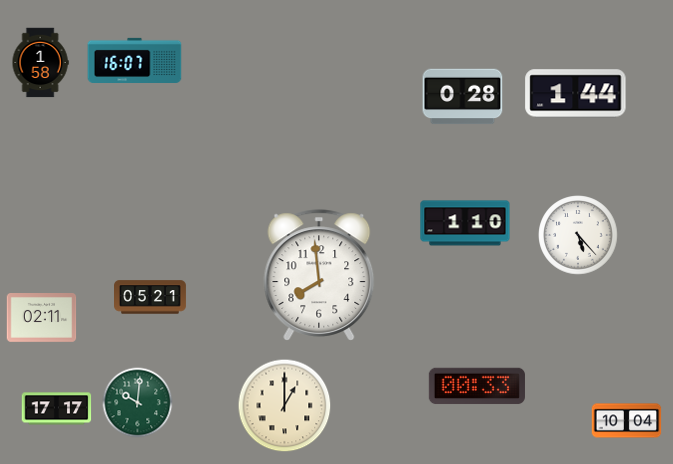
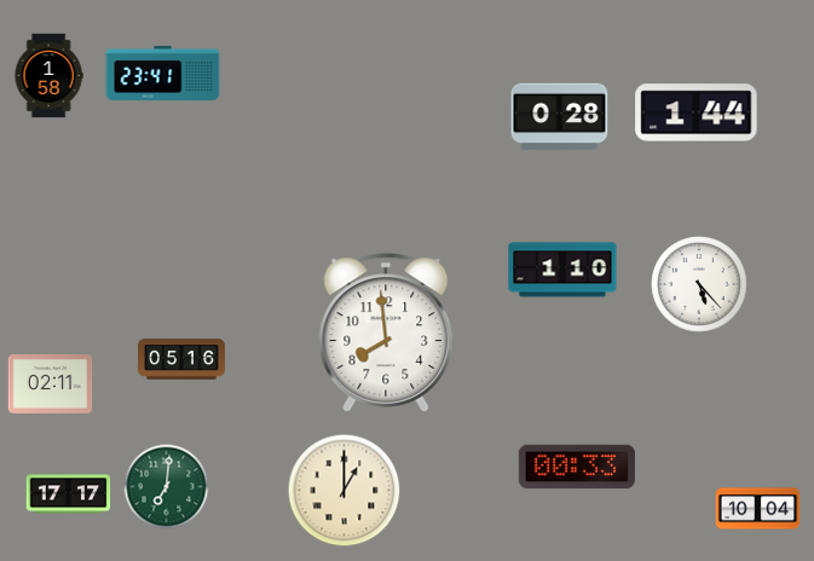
clock at (135, 60): 16:07 -> 23:41
clock at (151, 297): 05:21 -> 05:16
clock at (138, 403): 10:01 -> 7:01
